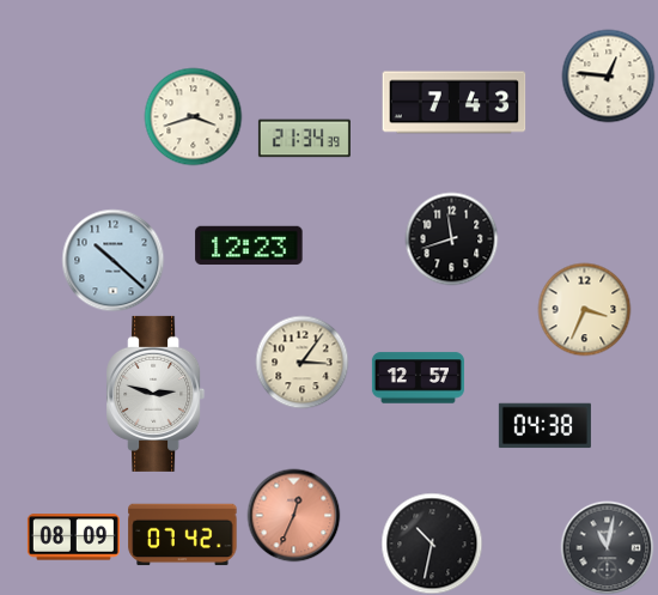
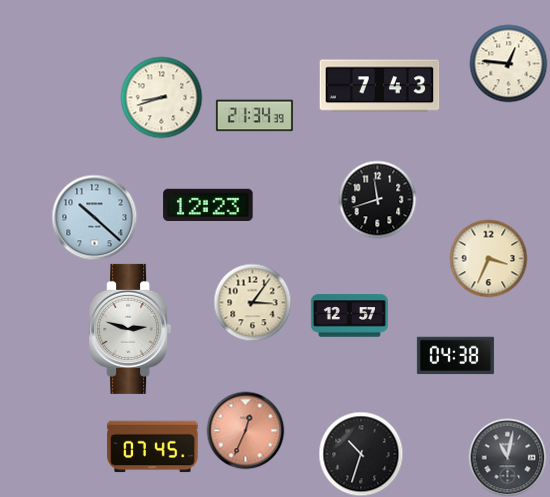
clock at (193, 116): 3:42 -> 8:42
clock at (183, 535): 07:42 -> 07:45
clock at (73, 538): 08:09 -> none
clock at (432, 544): 10:32 -> 10:33
